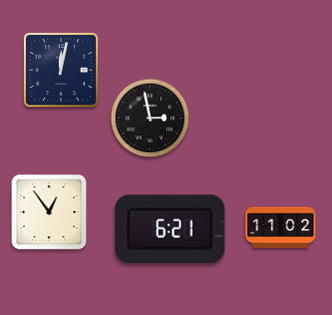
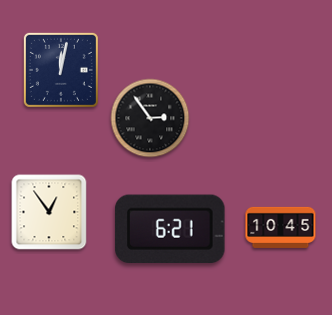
clock at (150, 118): 2:58 -> 2:54
clock at (281, 227): 11:02 -> 10:45
